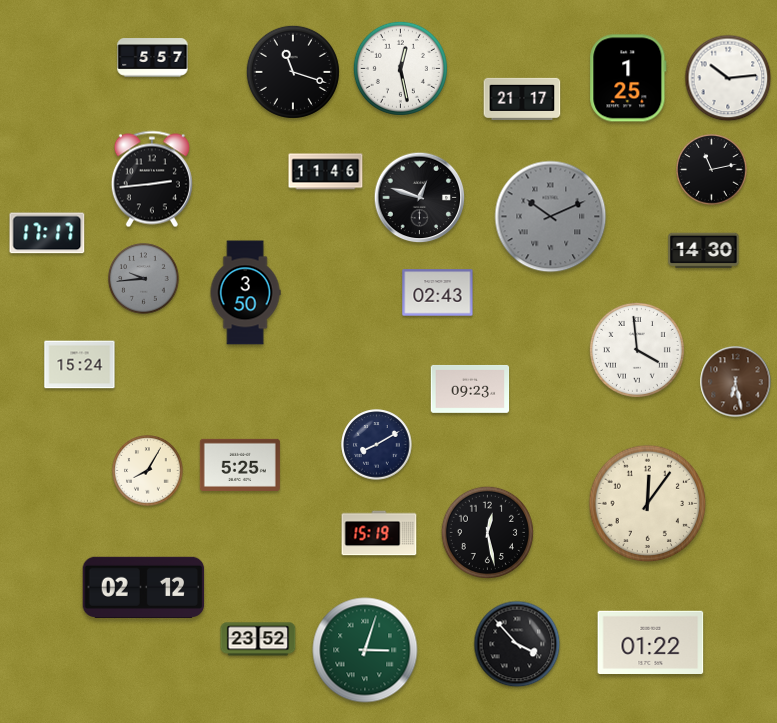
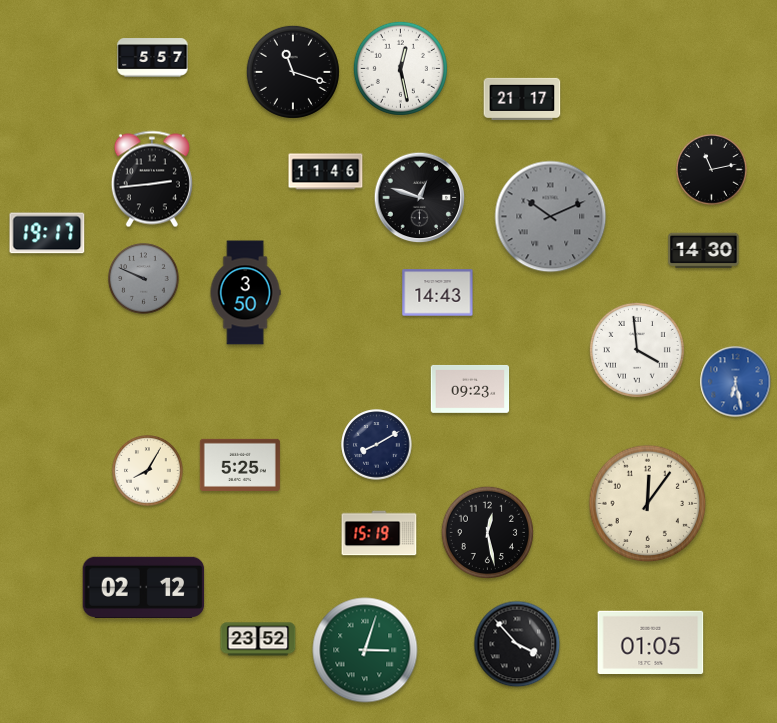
clock at (628, 78): 1:25 -> none
clock at (728, 78): 10:14 -> none
clock at (47, 233): 17:17 -> 19:17
clock at (144, 279): 9:44 -> 9:49
clock at (438, 293): 02:43 -> 14:43
clock at (80, 365): 15:24 -> none
clock at (736, 382) dial: brown -> blue
clock at (651, 642): 01:22 -> 01:05
